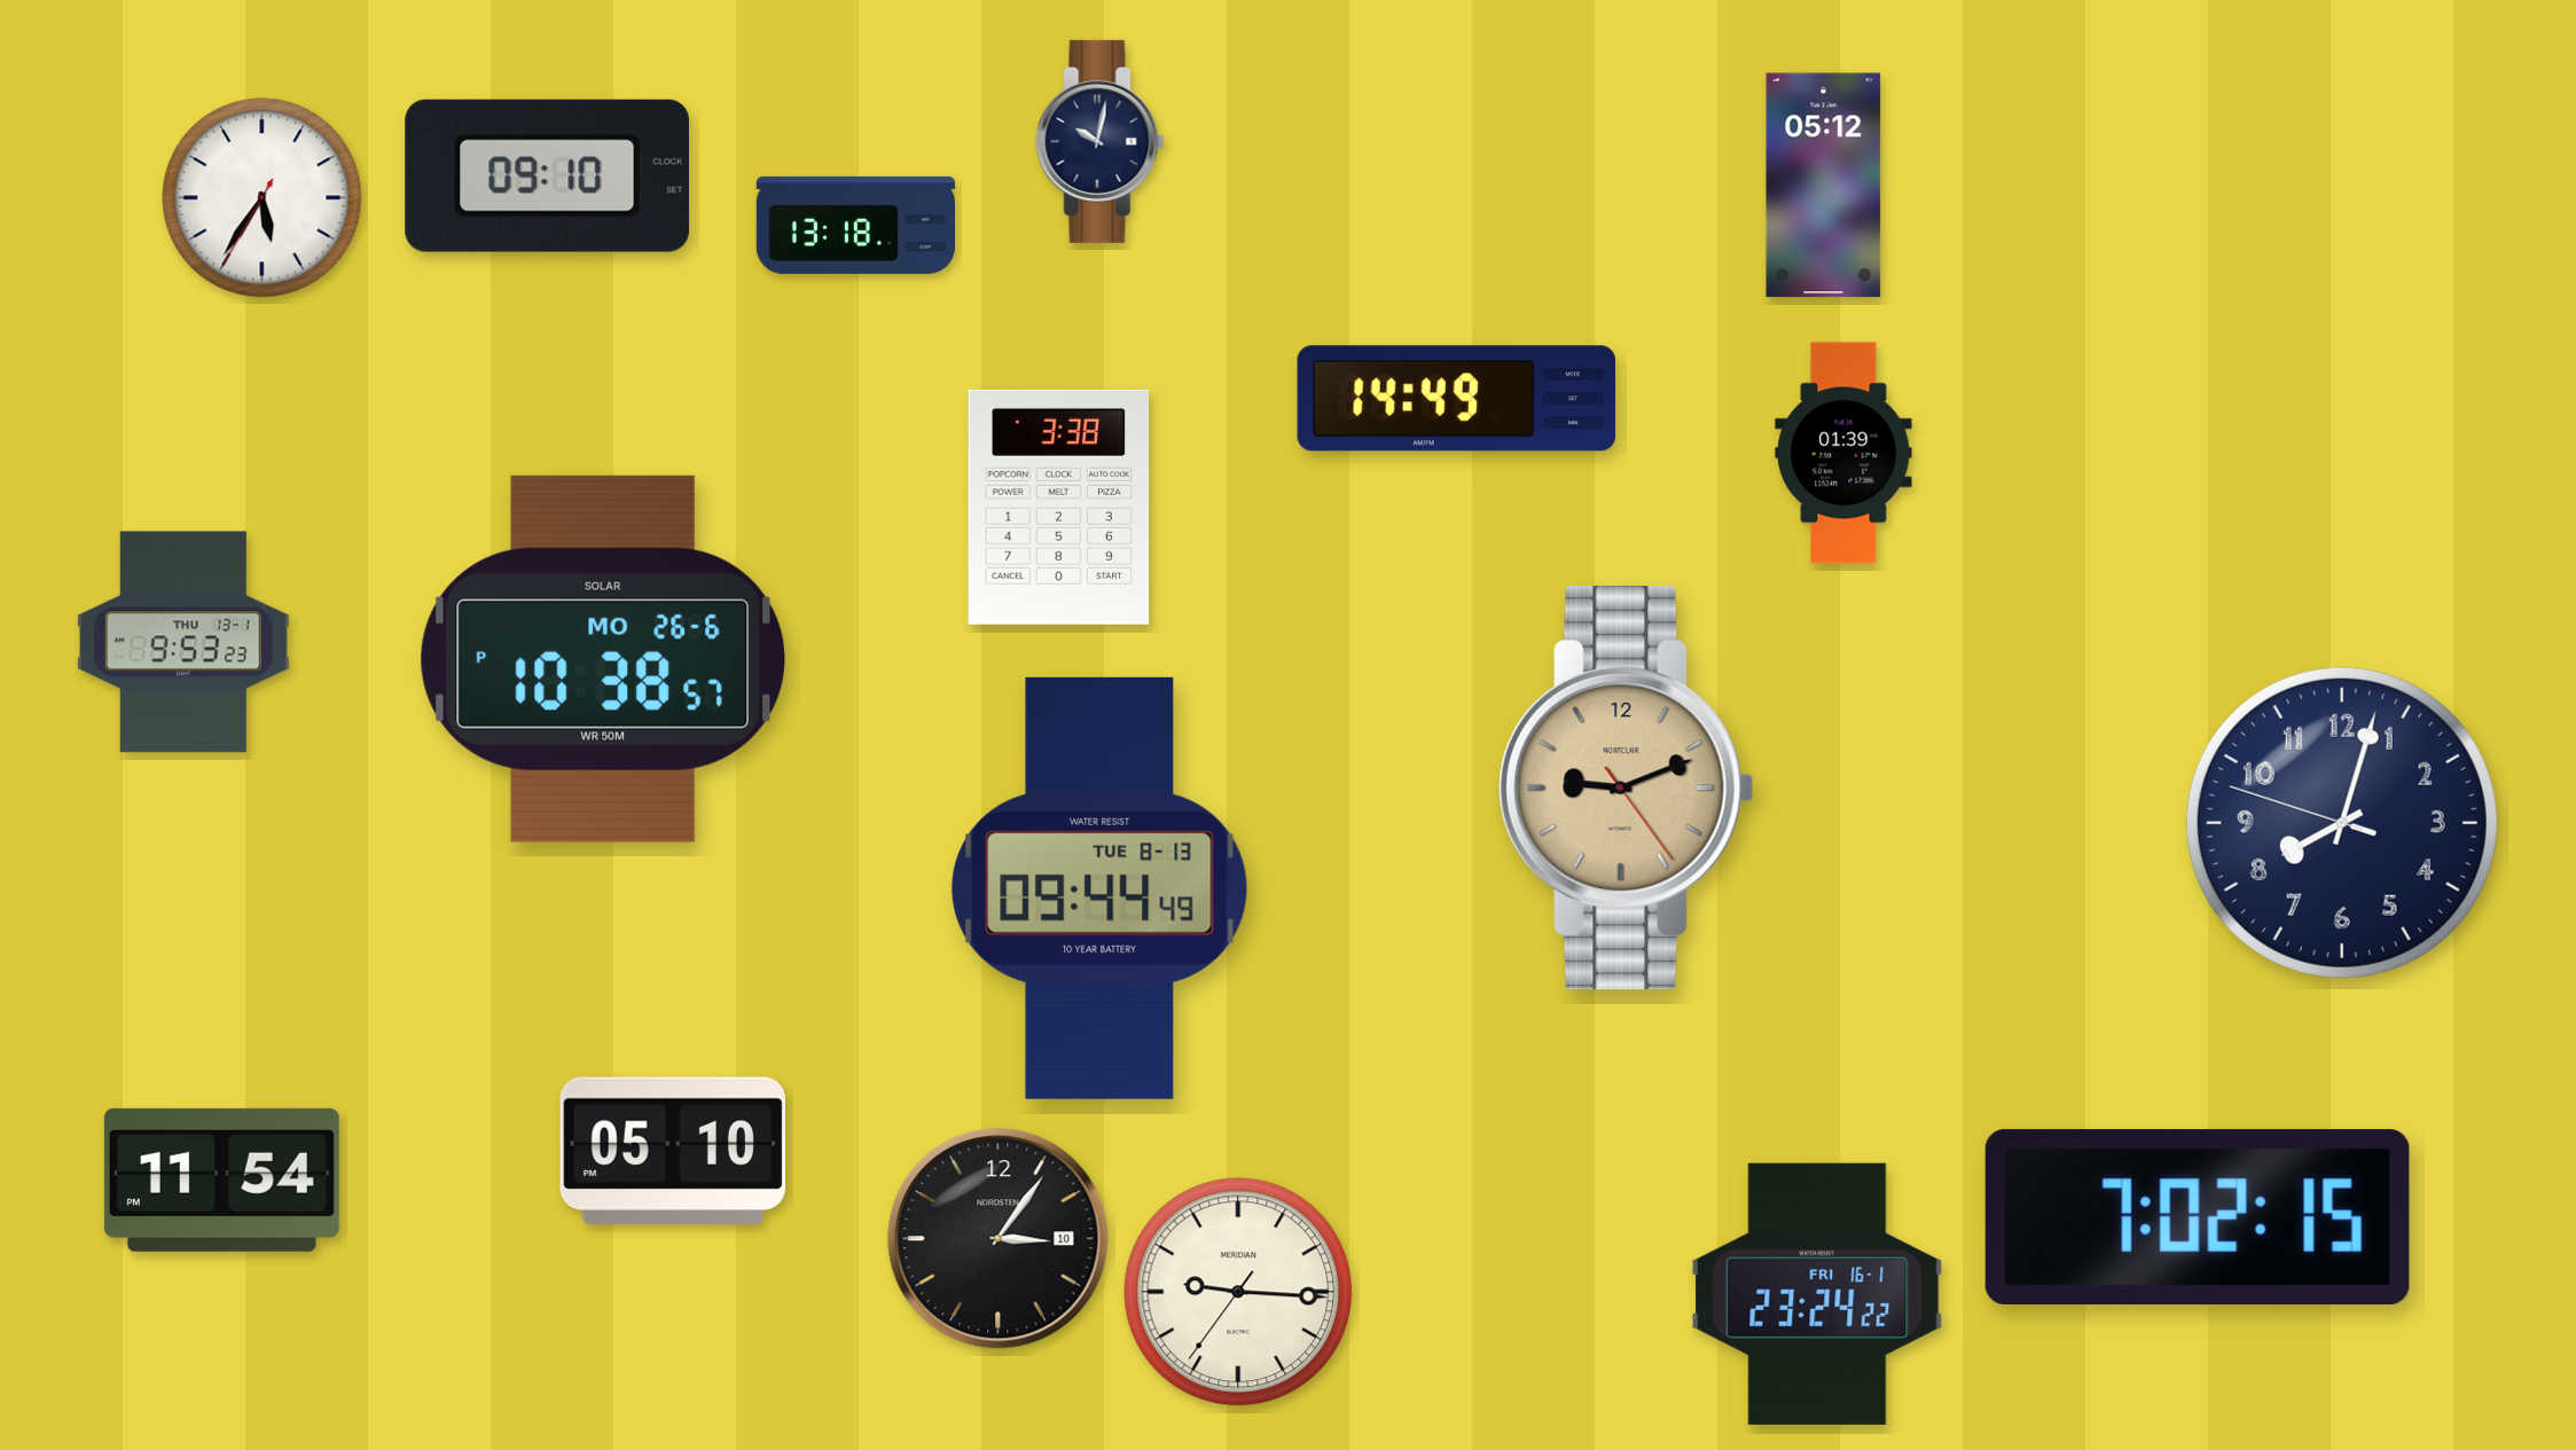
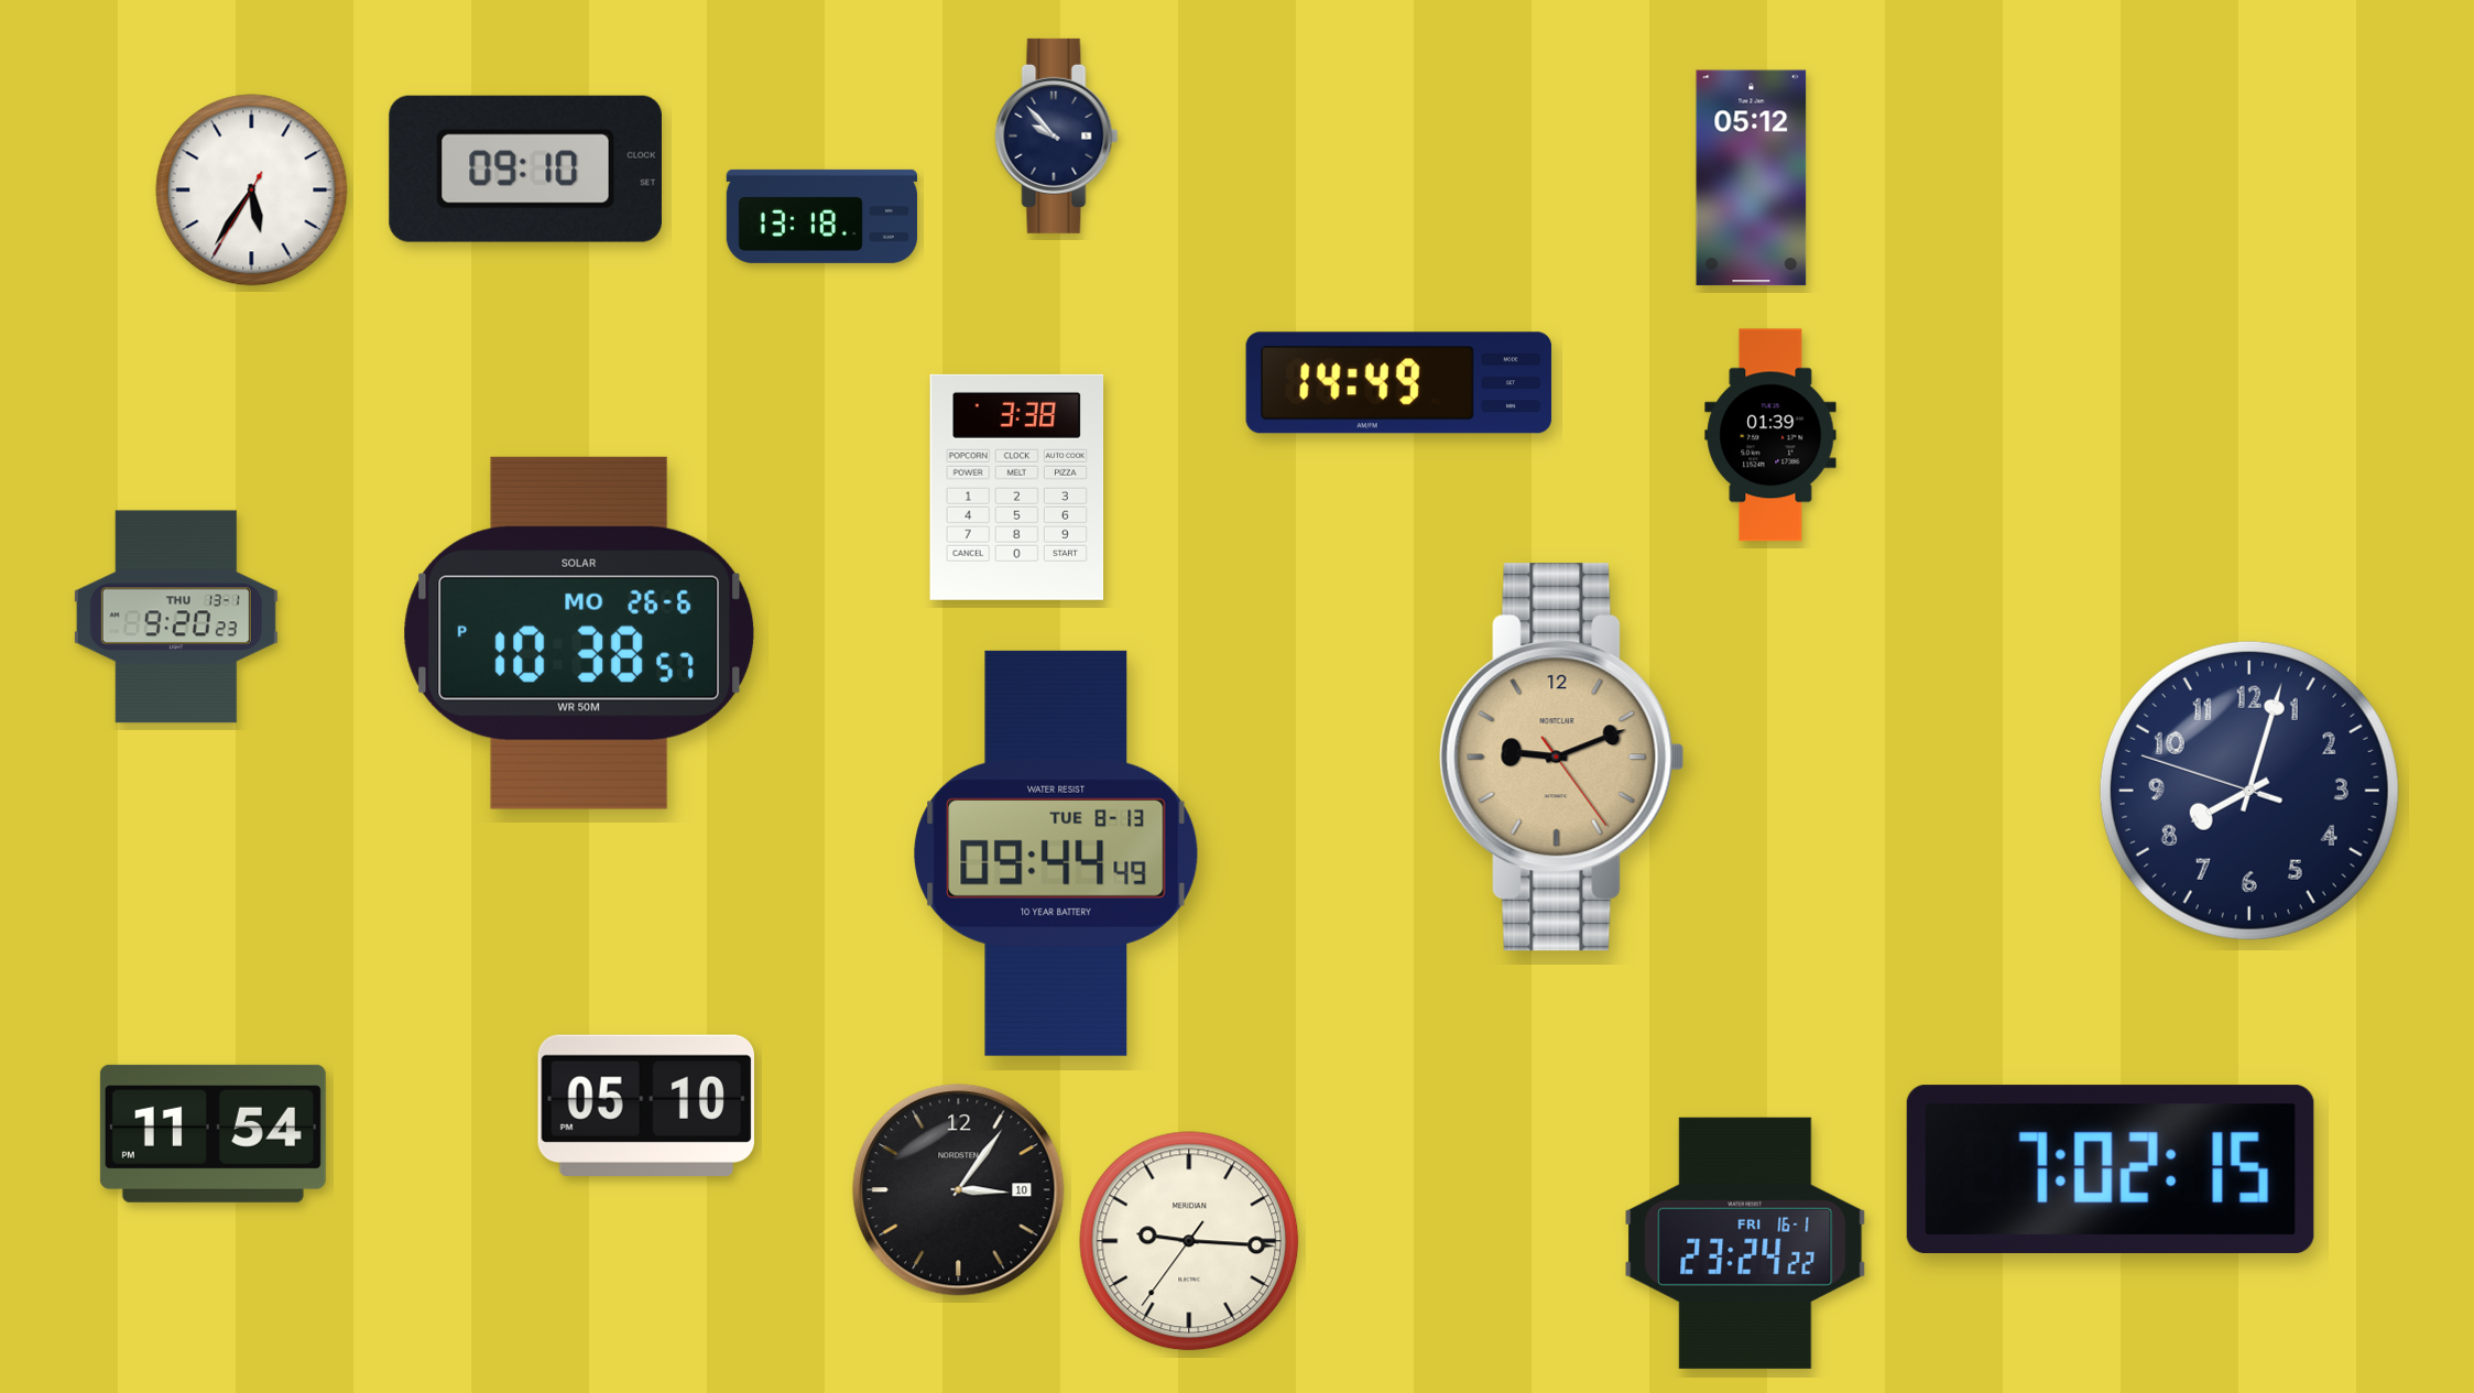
clock at (1101, 141): 10:02 -> 9:53
clock at (183, 642): 9:53 -> 9:20
